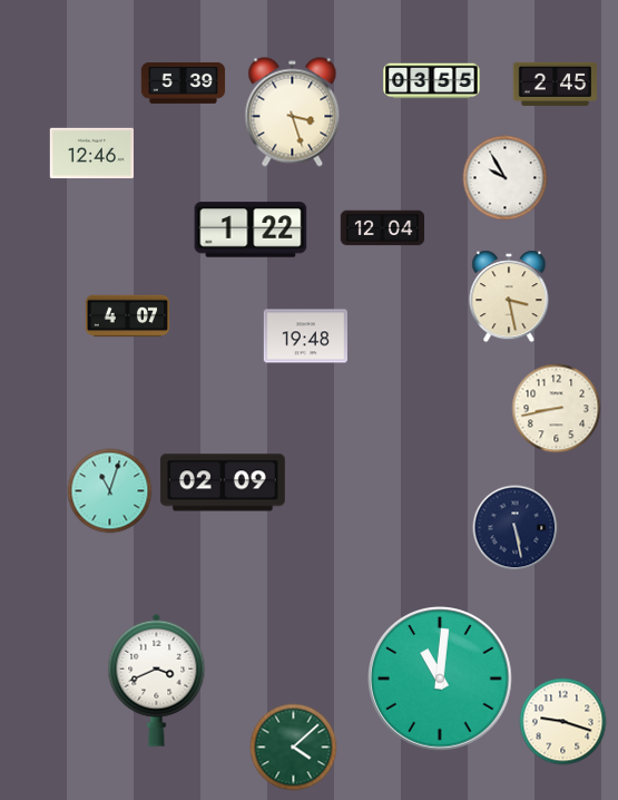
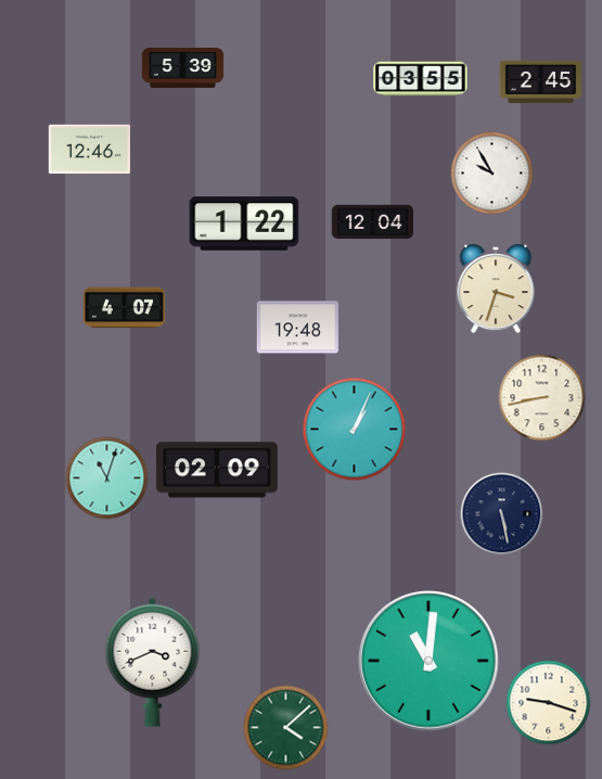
clock at (184, 82) position: (184, 82) -> (183, 67)
clock at (293, 113): 3:27 -> none
clock at (509, 296): 3:28 -> 3:33
clock at (355, 430): none -> 1:04
